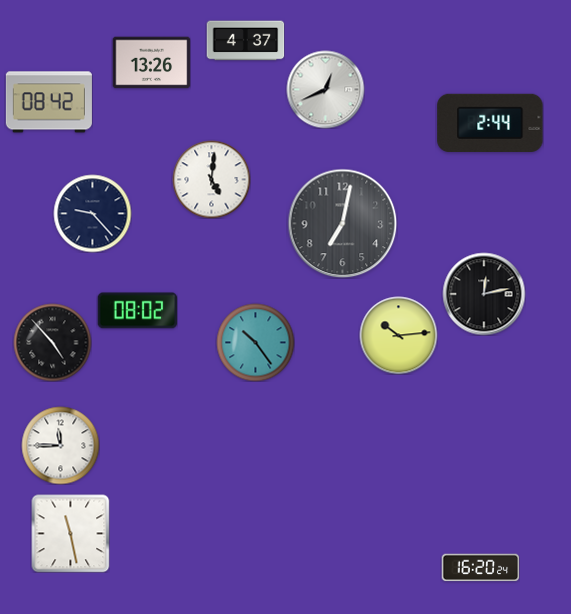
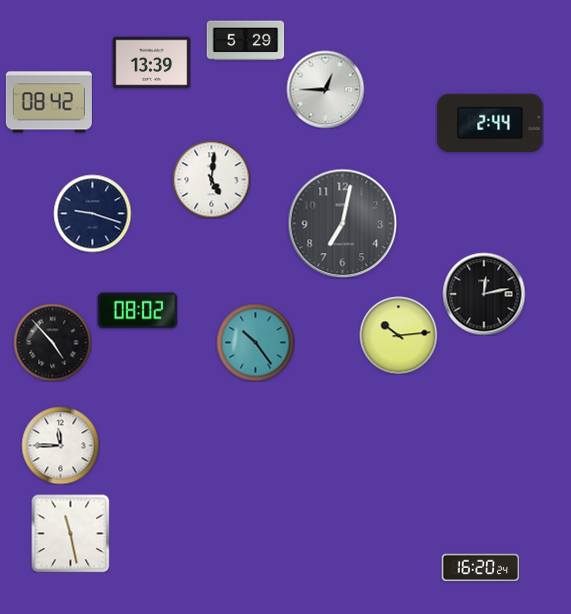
clock at (245, 41): 4:37 -> 5:29
clock at (151, 63): 13:26 -> 13:39
clock at (325, 89): 12:41 -> 12:45
clock at (92, 213): 9:23 -> 9:18
